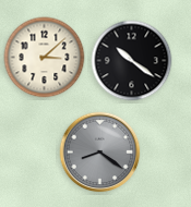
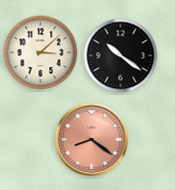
clock at (100, 153) dial: grey -> salmon
